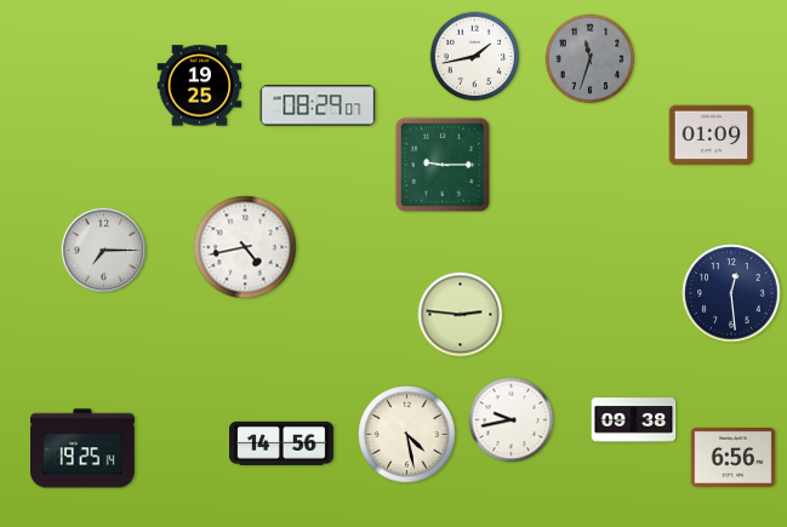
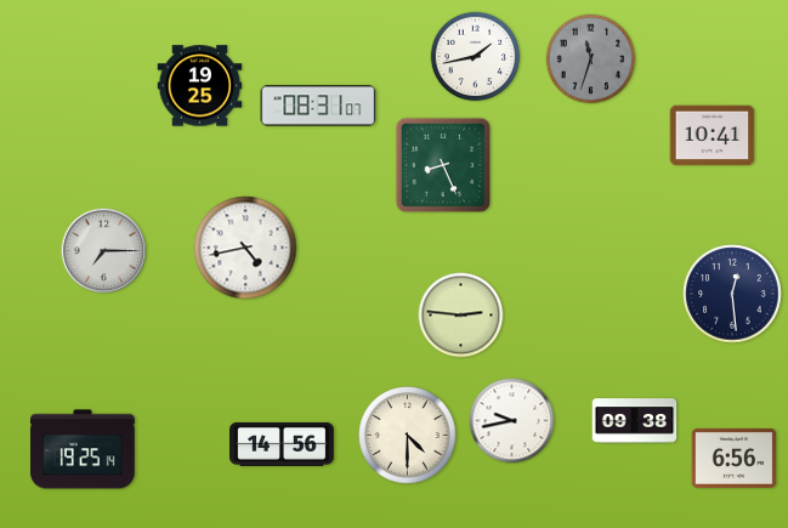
clock at (318, 105): 08:29 -> 08:31
clock at (712, 136): 01:09 -> 10:41
clock at (443, 165): 9:15 -> 8:26
clock at (407, 435): 4:28 -> 4:30
